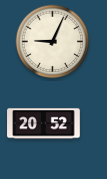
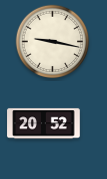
clock at (53, 42): 9:04 -> 9:17
